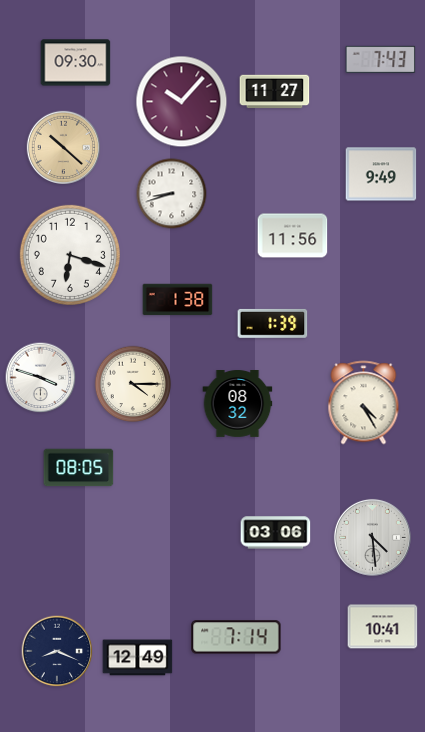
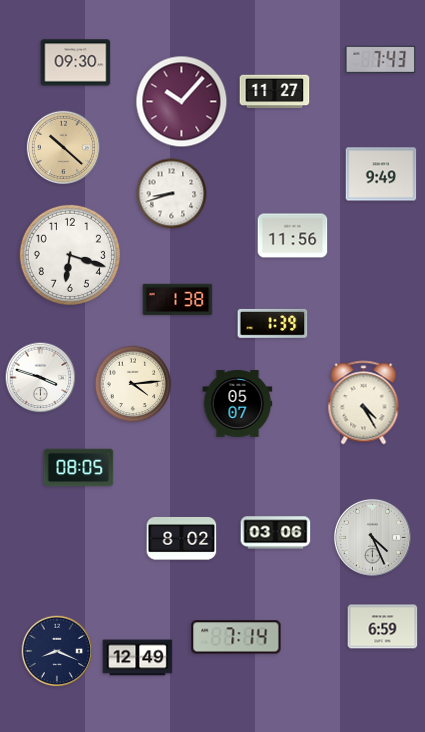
clock at (133, 384): 4:15 -> 4:14
clock at (238, 404): 08:32 -> 05:07
clock at (372, 537): 4:29 -> 4:26
clock at (182, 539): none -> 8:02
clock at (383, 627): 10:41 -> 6:59
